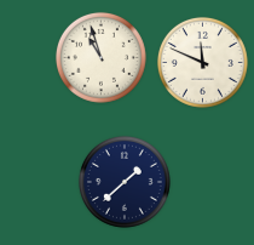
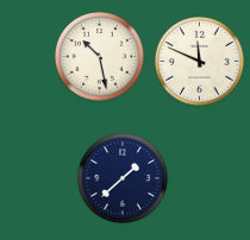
clock at (100, 57): 10:57 -> 10:28
